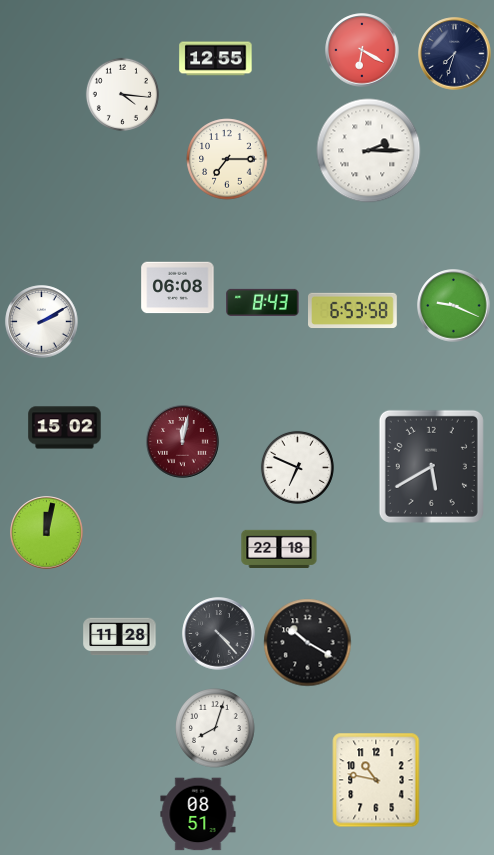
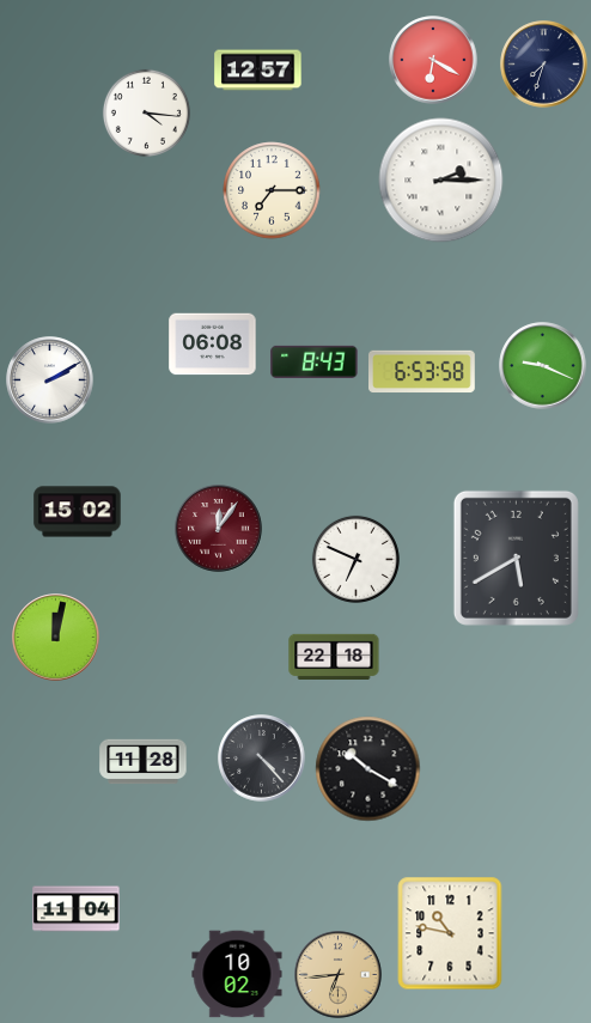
clock at (216, 59): 12:55 -> 12:57
clock at (42, 322) position: (42, 322) -> (50, 380)
clock at (183, 442): 12:02 -> 12:06
clock at (215, 728): 8:03 -> none
clock at (77, 909): none -> 11:04
clock at (198, 814): 08:51 -> 10:02
clock at (339, 975): none -> 6:44
